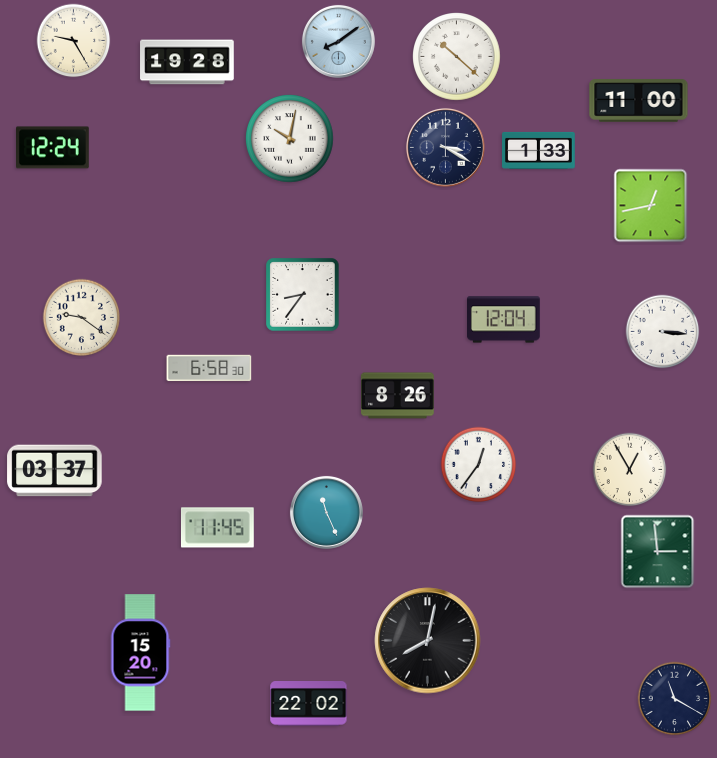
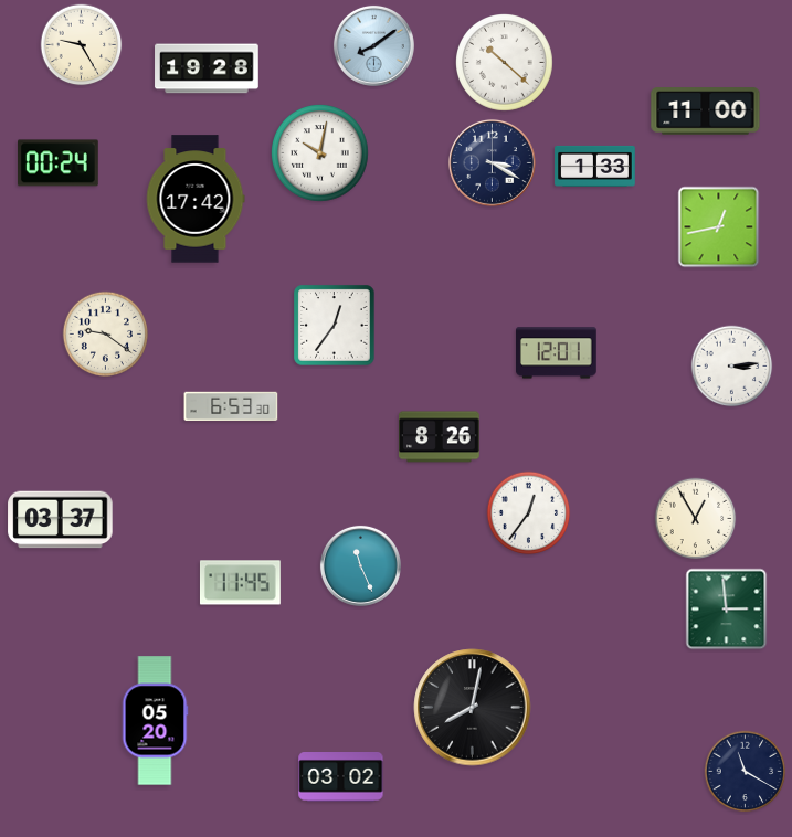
clock at (53, 148): 12:24 -> 00:24
clock at (196, 199): none -> 17:42
clock at (303, 295): 8:36 -> 12:36
clock at (82, 318) position: (82, 318) -> (106, 335)
clock at (504, 320): 12:04 -> 12:01
clock at (663, 332): 3:16 -> 3:14
clock at (209, 368): 6:58 -> 6:53
clock at (140, 653): 15:20 -> 05:20
clock at (309, 704): 22:02 -> 03:02
